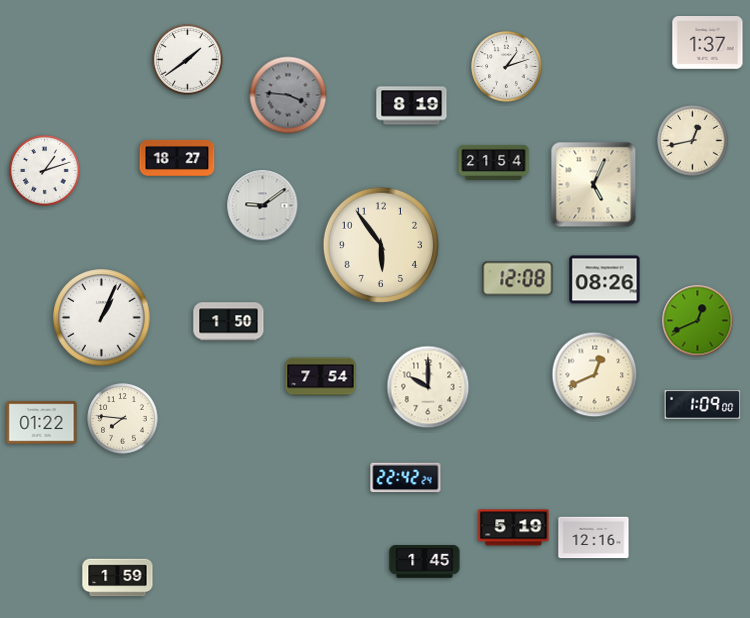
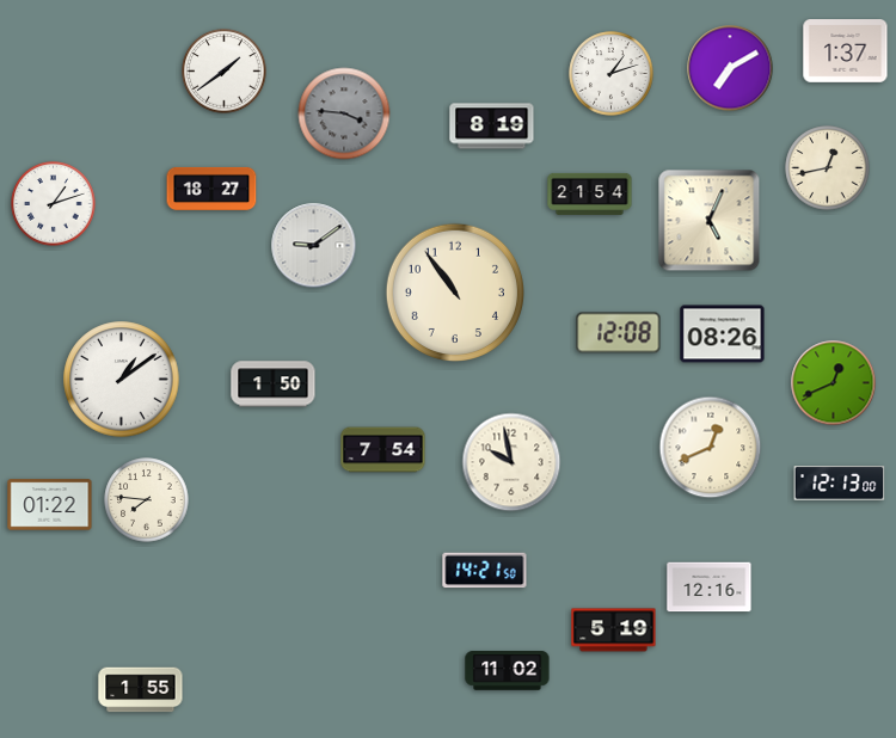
clock at (730, 68): none -> 7:10
clock at (507, 67) position: (507, 67) -> (612, 74)
clock at (380, 244): 5:54 -> 10:54
clock at (102, 318): 1:04 -> 1:09
clock at (428, 387): 10:00 -> 9:58
clock at (703, 405): 1:09 -> 12:13
clock at (406, 478): 22:42 -> 14:21
clock at (594, 538) position: (594, 538) -> (710, 588)
clock at (425, 562): 1:45 -> 11:02
clock at (118, 578): 1:59 -> 1:55
